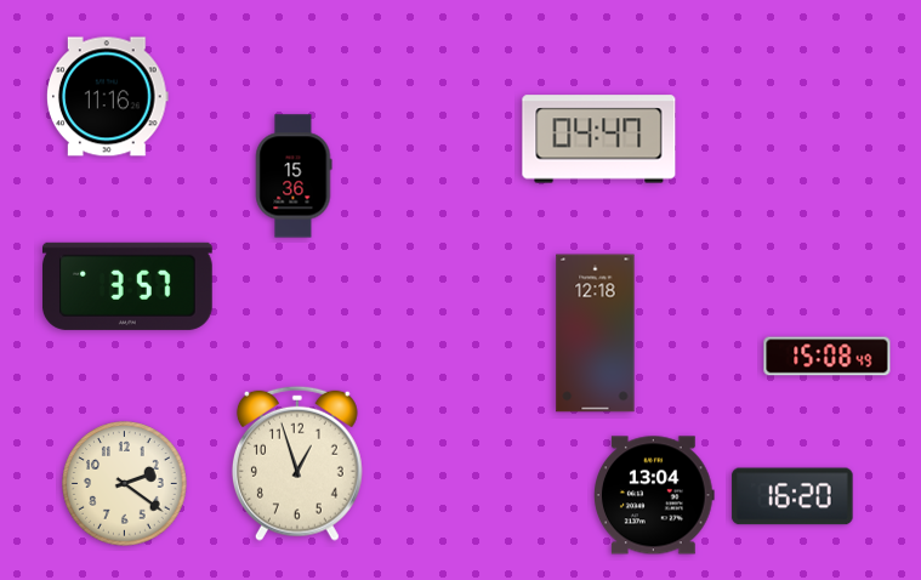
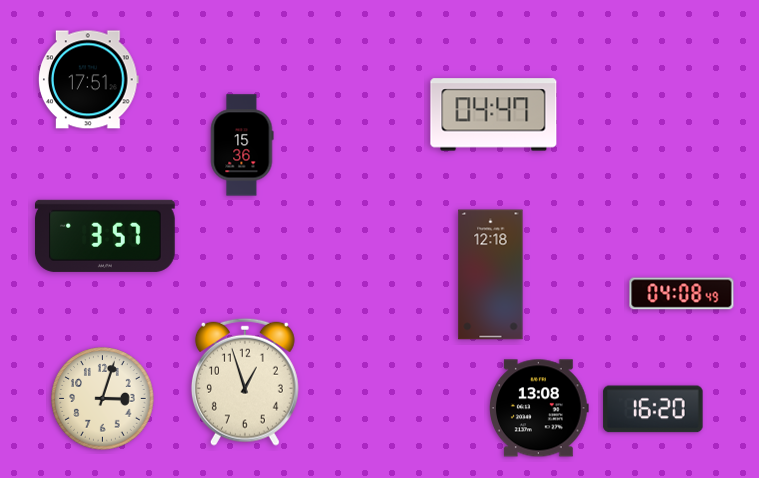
clock at (108, 97): 11:16 -> 17:51
clock at (828, 357): 15:08 -> 04:08
clock at (125, 484): 2:21 -> 3:03
clock at (655, 495): 13:04 -> 13:08
